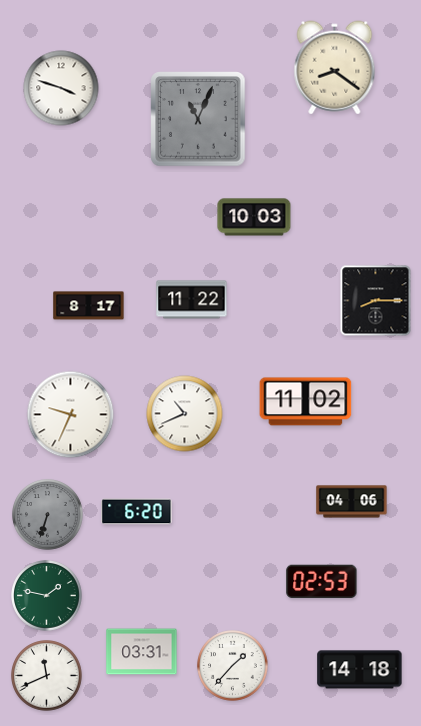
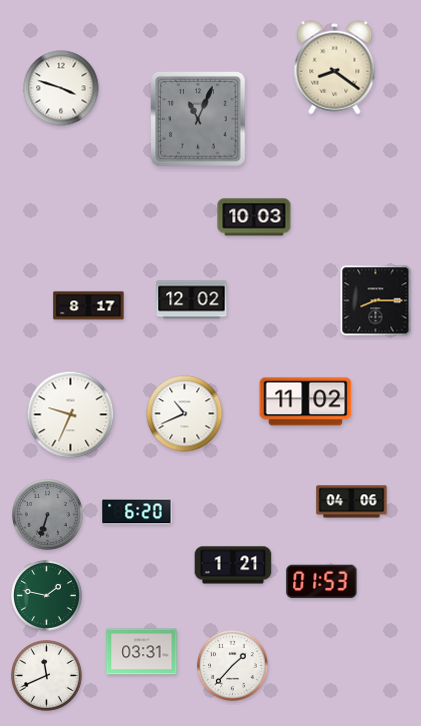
clock at (192, 300): 11:22 -> 12:02
clock at (233, 565): none -> 1:21
clock at (322, 582): 02:53 -> 01:53
clock at (360, 670): 14:18 -> none
